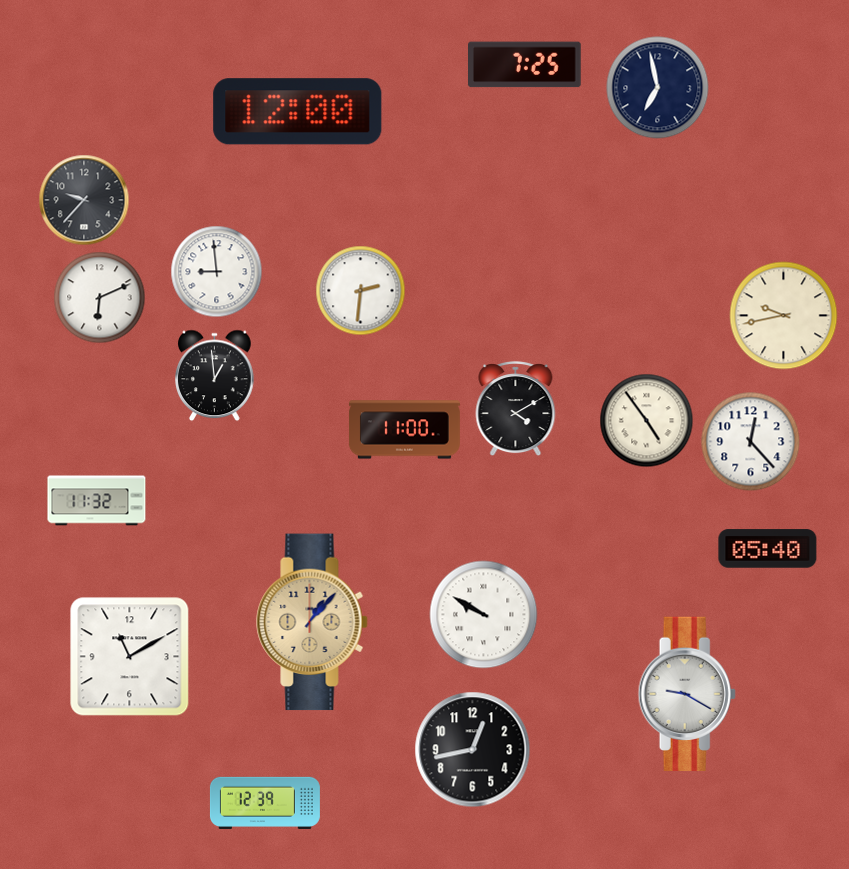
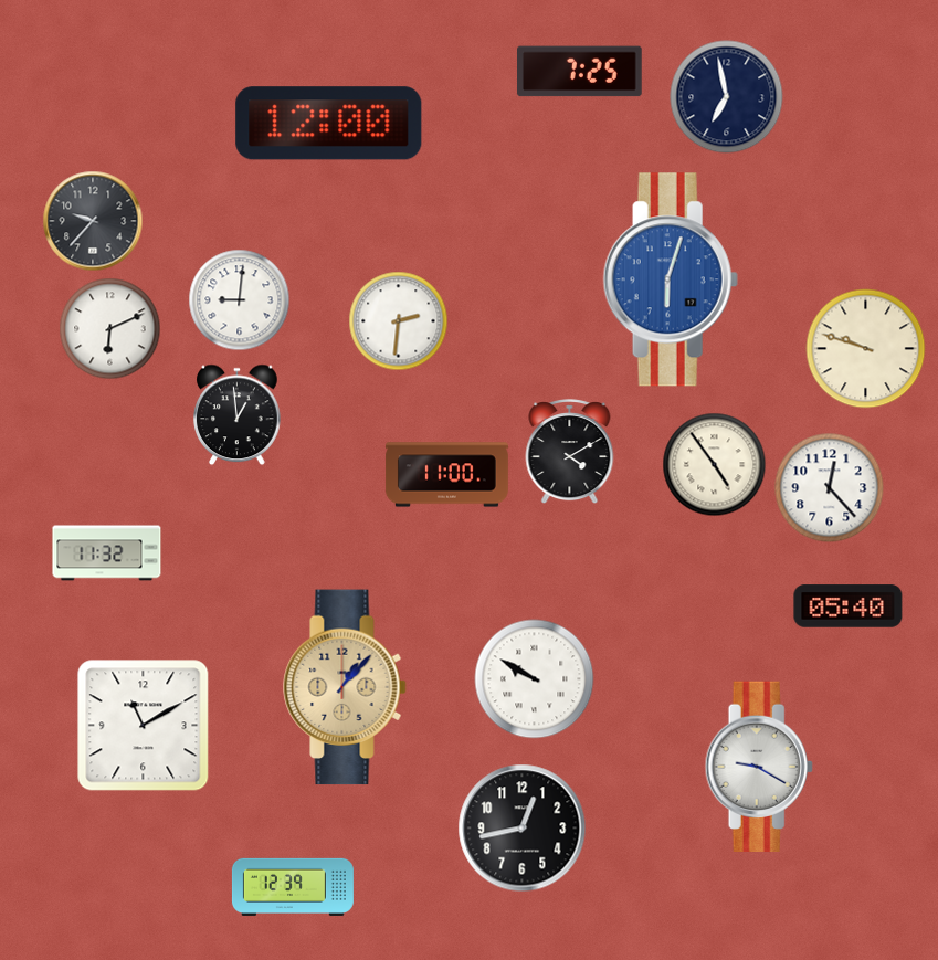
clock at (671, 279): none -> 6:03
clock at (217, 272): 8:59 -> 9:01
clock at (784, 316): 9:43 -> 9:48
